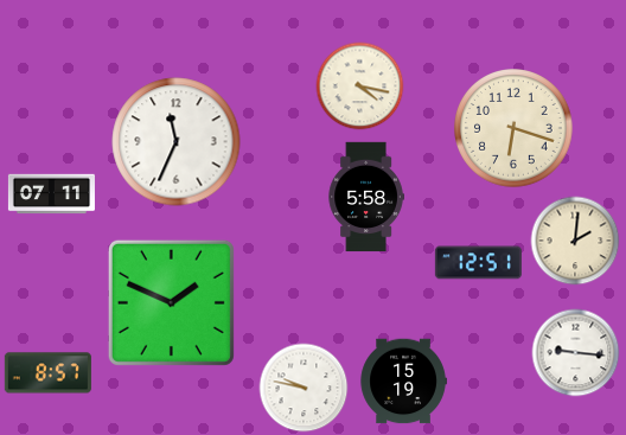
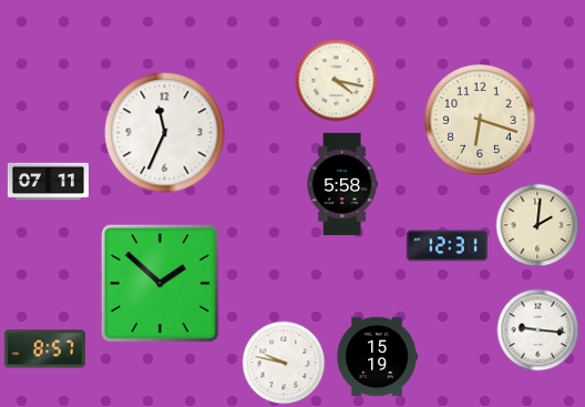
clock at (478, 263): 12:51 -> 12:31
clock at (171, 302): 1:49 -> 1:52
